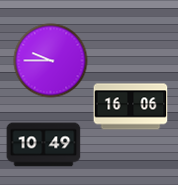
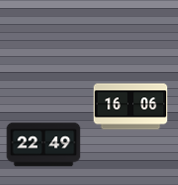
clock at (51, 61): 9:45 -> none
clock at (44, 145): 10:49 -> 22:49
